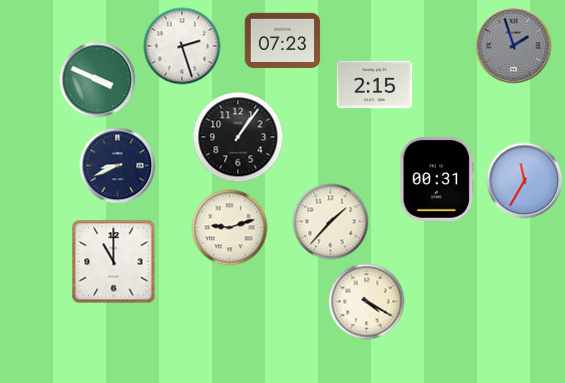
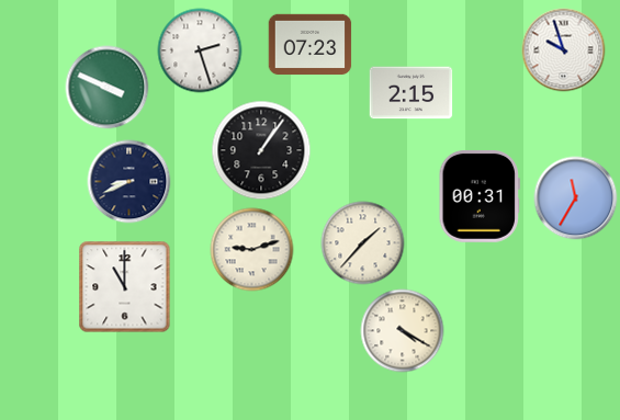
clock at (514, 46): 1:57 -> 9:57
clock at (514, 46) dial: grey -> white
